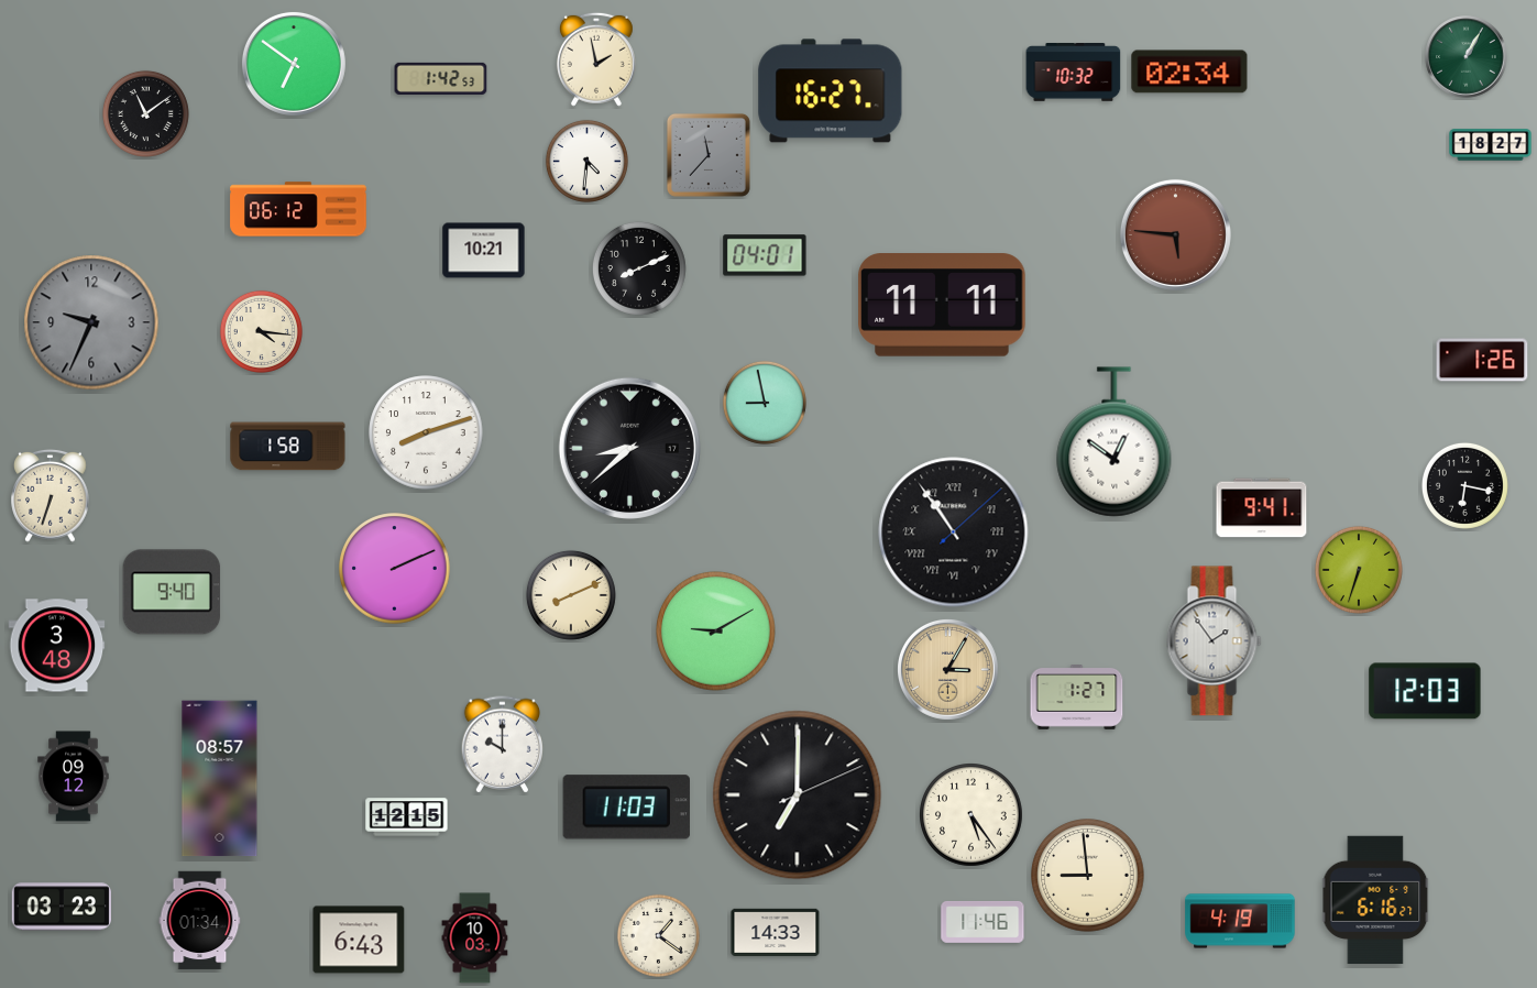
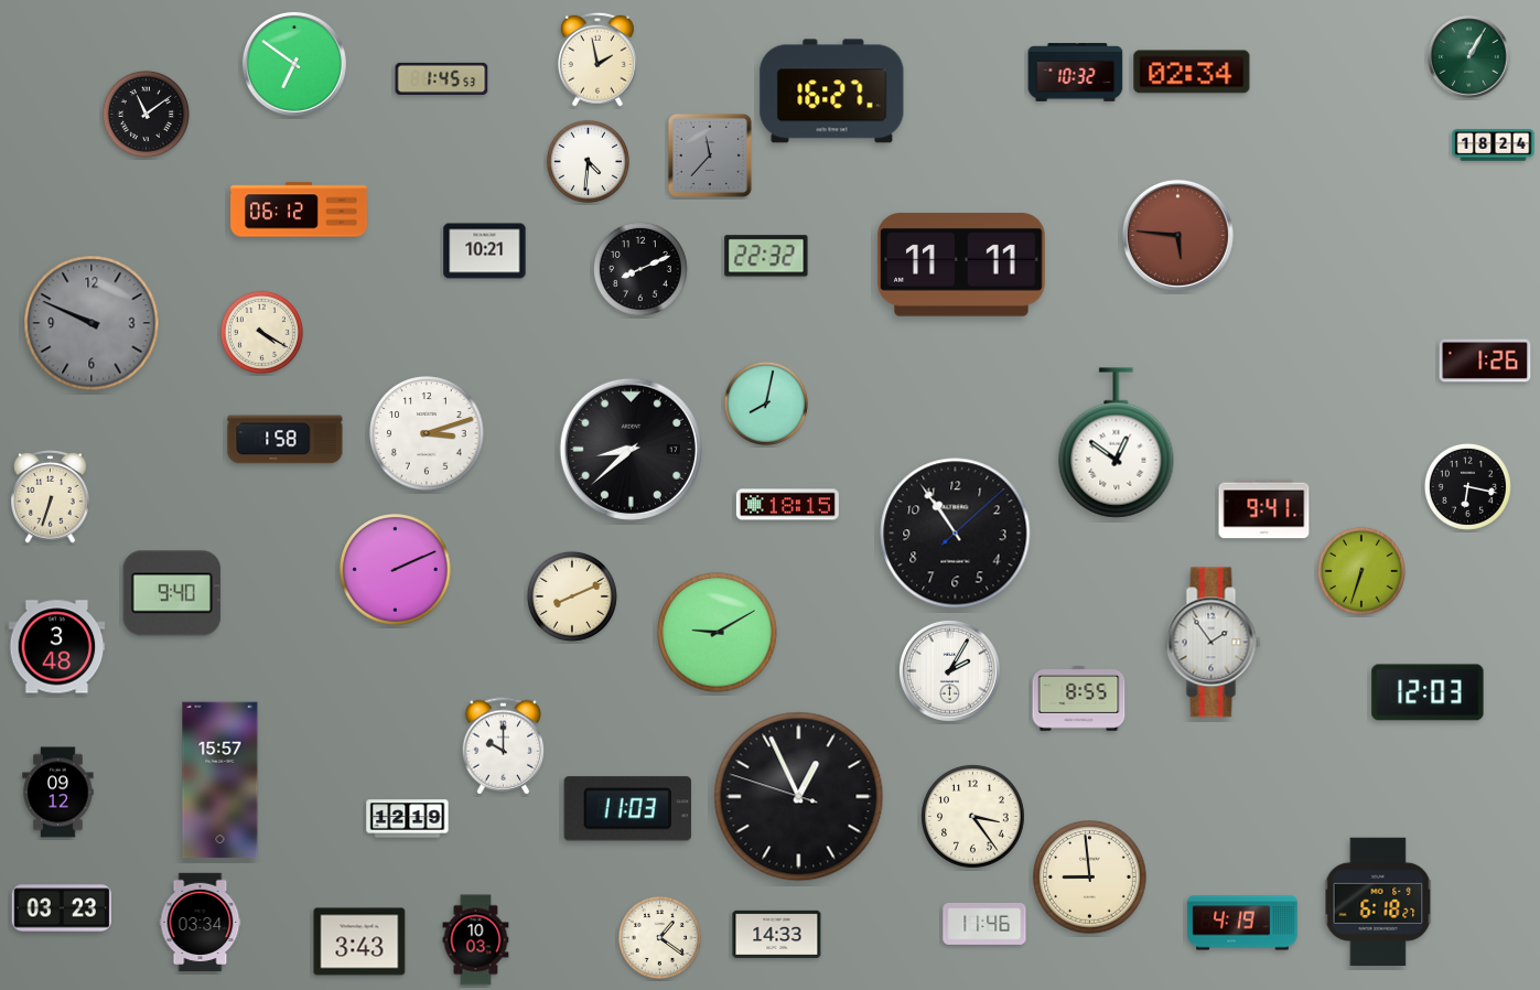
clock at (441, 78): 1:42 -> 1:45
clock at (1491, 145): 18:27 -> 18:24
clock at (765, 255): 04:01 -> 22:32
clock at (942, 305) position: (942, 305) -> (961, 265)
clock at (91, 322): 9:34 -> 9:49
clock at (261, 331): 4:16 -> 4:20
clock at (765, 403): 8:58 -> 8:02
clock at (426, 432): 8:12 -> 3:12
clock at (288, 447) position: (288, 447) -> (286, 440)
clock at (787, 505): none -> 18:15
clock at (954, 533) numerals: Roman -> Arabic
clock at (1215, 641) position: (1215, 641) -> (1214, 643)
clock at (947, 669): 3:05 -> 2:05
clock at (947, 669) dial: champagne -> white
clock at (1077, 698): 1:27 -> 8:55
clock at (74, 777) position: (74, 777) -> (58, 793)
clock at (220, 779): 08:57 -> 15:57
clock at (798, 795): 7:00 -> 12:55
clock at (971, 815): 5:24 -> 3:24
clock at (407, 817): 12:15 -> 12:19
clock at (1375, 900): 6:16 -> 6:18
clock at (200, 921): 01:34 -> 03:34
clock at (359, 940): 6:43 -> 3:43
